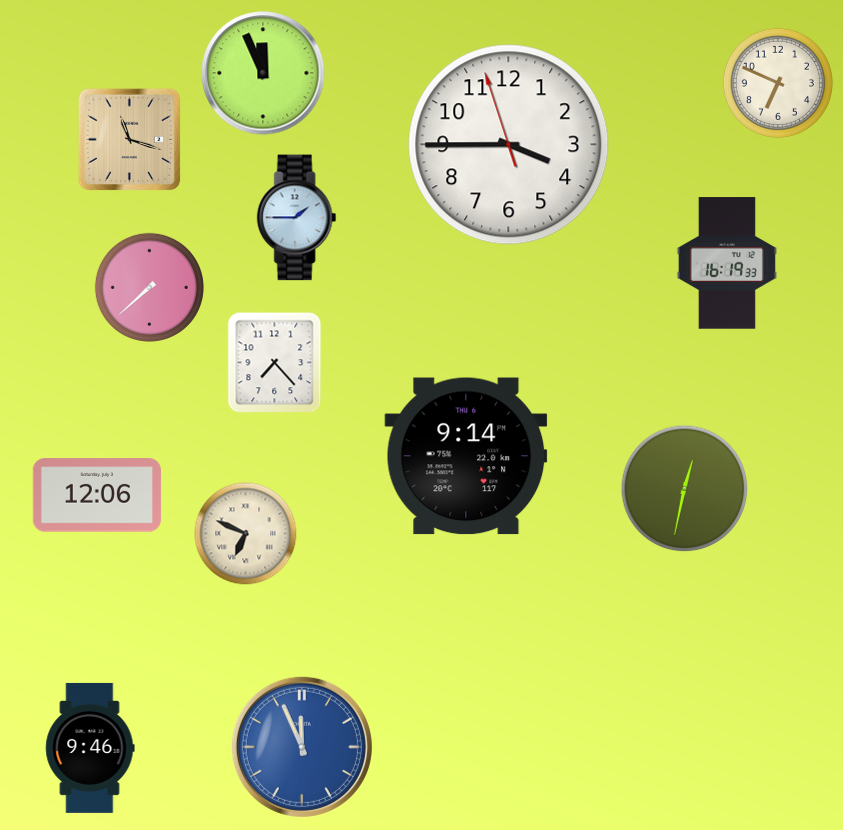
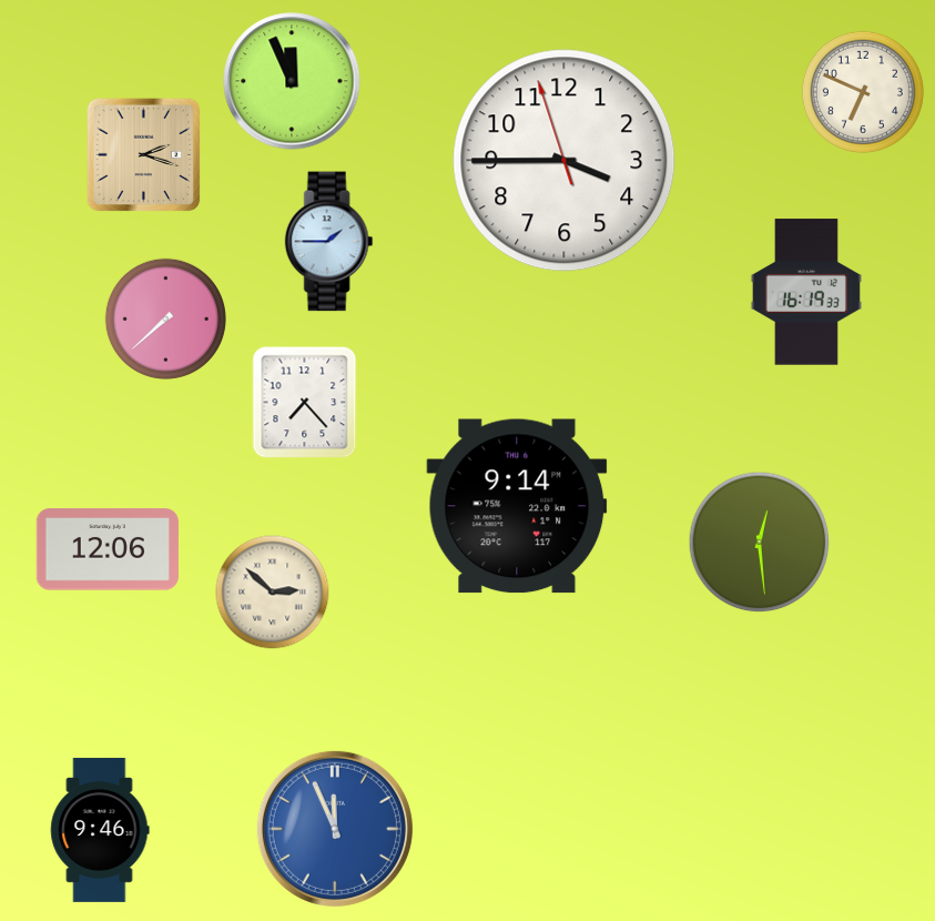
clock at (130, 140): 11:18 -> 2:18
clock at (685, 489): 12:32 -> 12:29
clock at (246, 534): 6:49 -> 2:52
